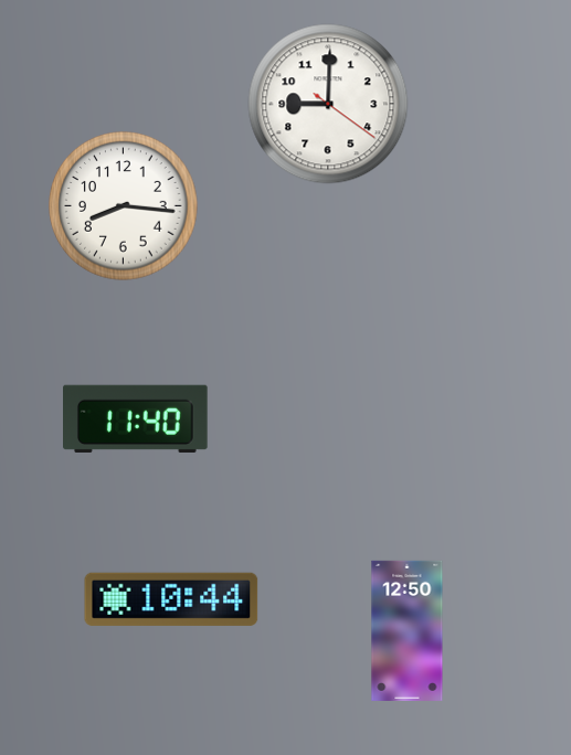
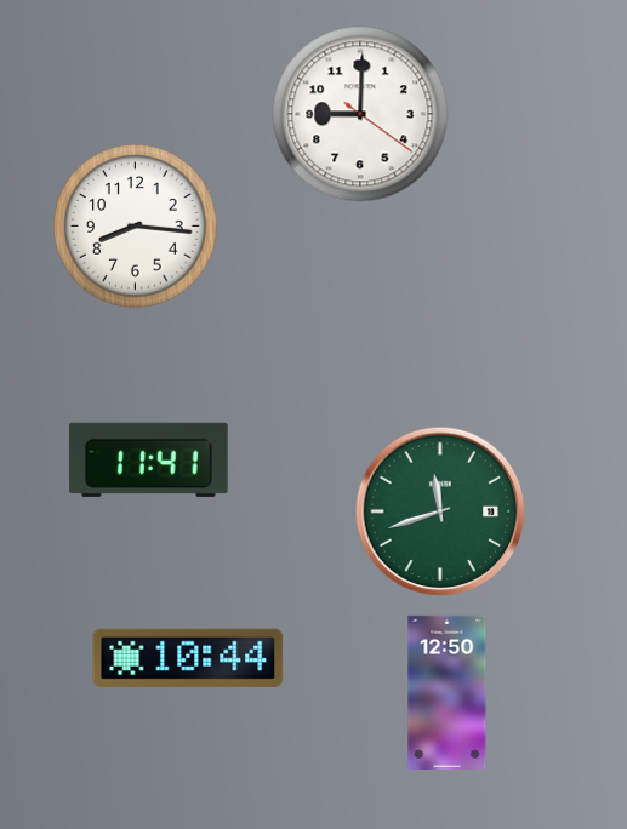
clock at (136, 418): 11:40 -> 11:41
clock at (440, 511): none -> 11:42
